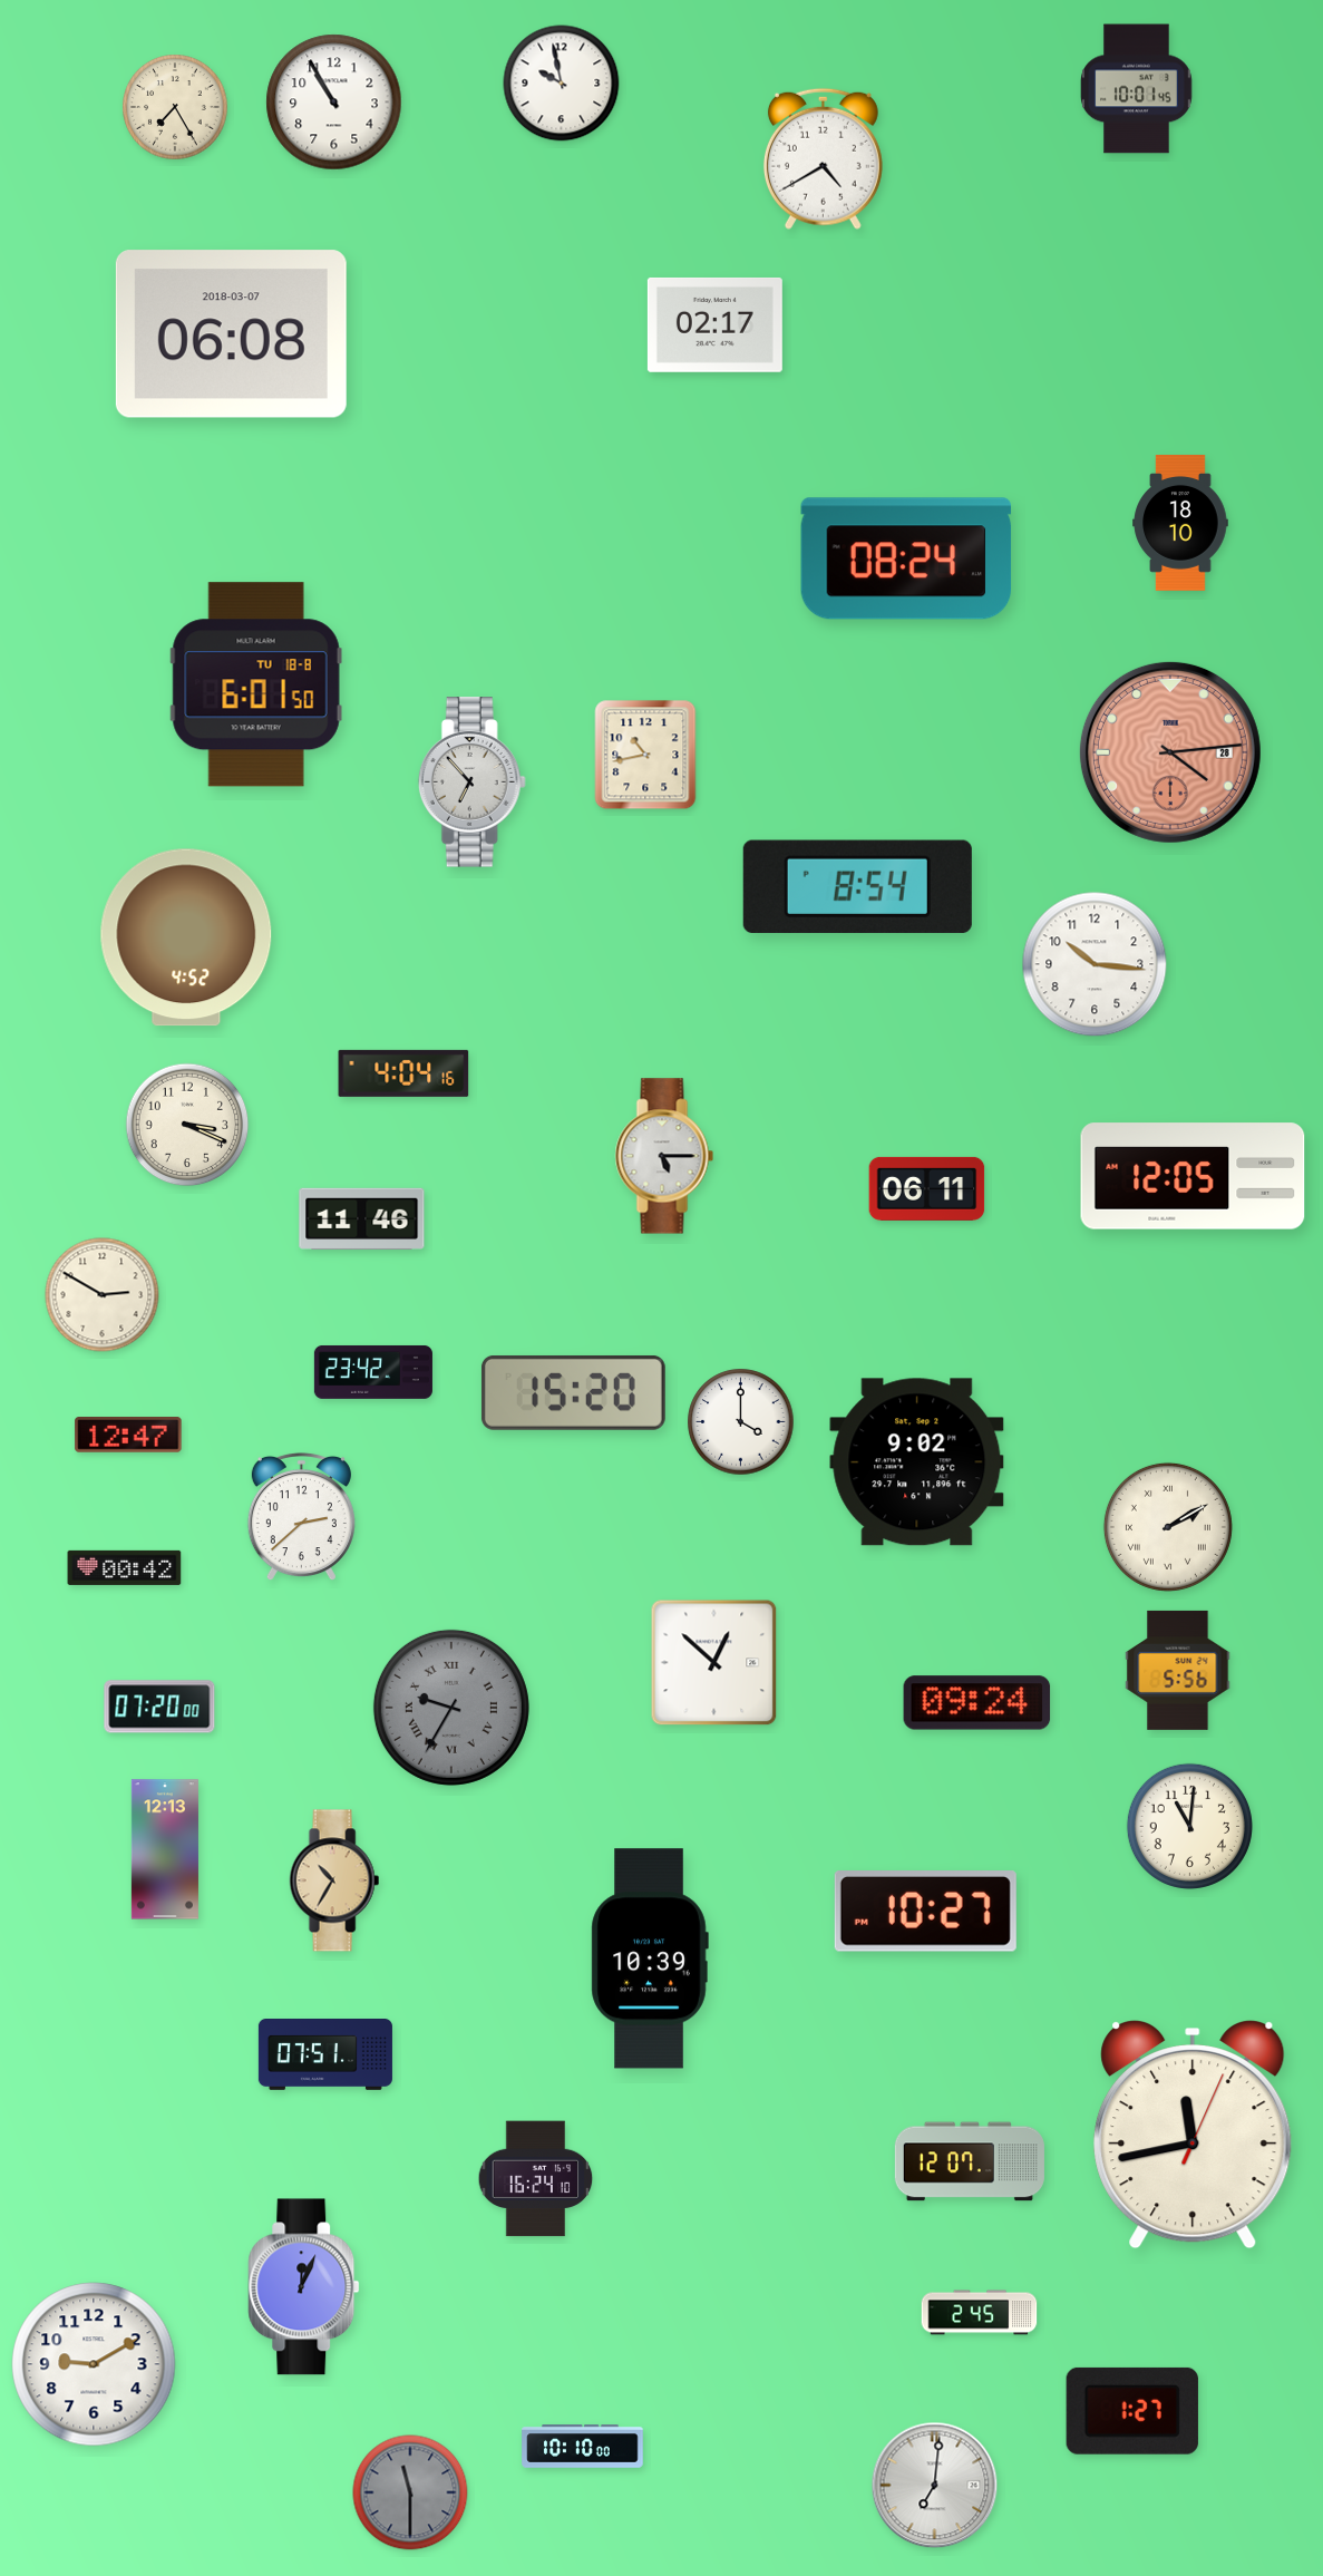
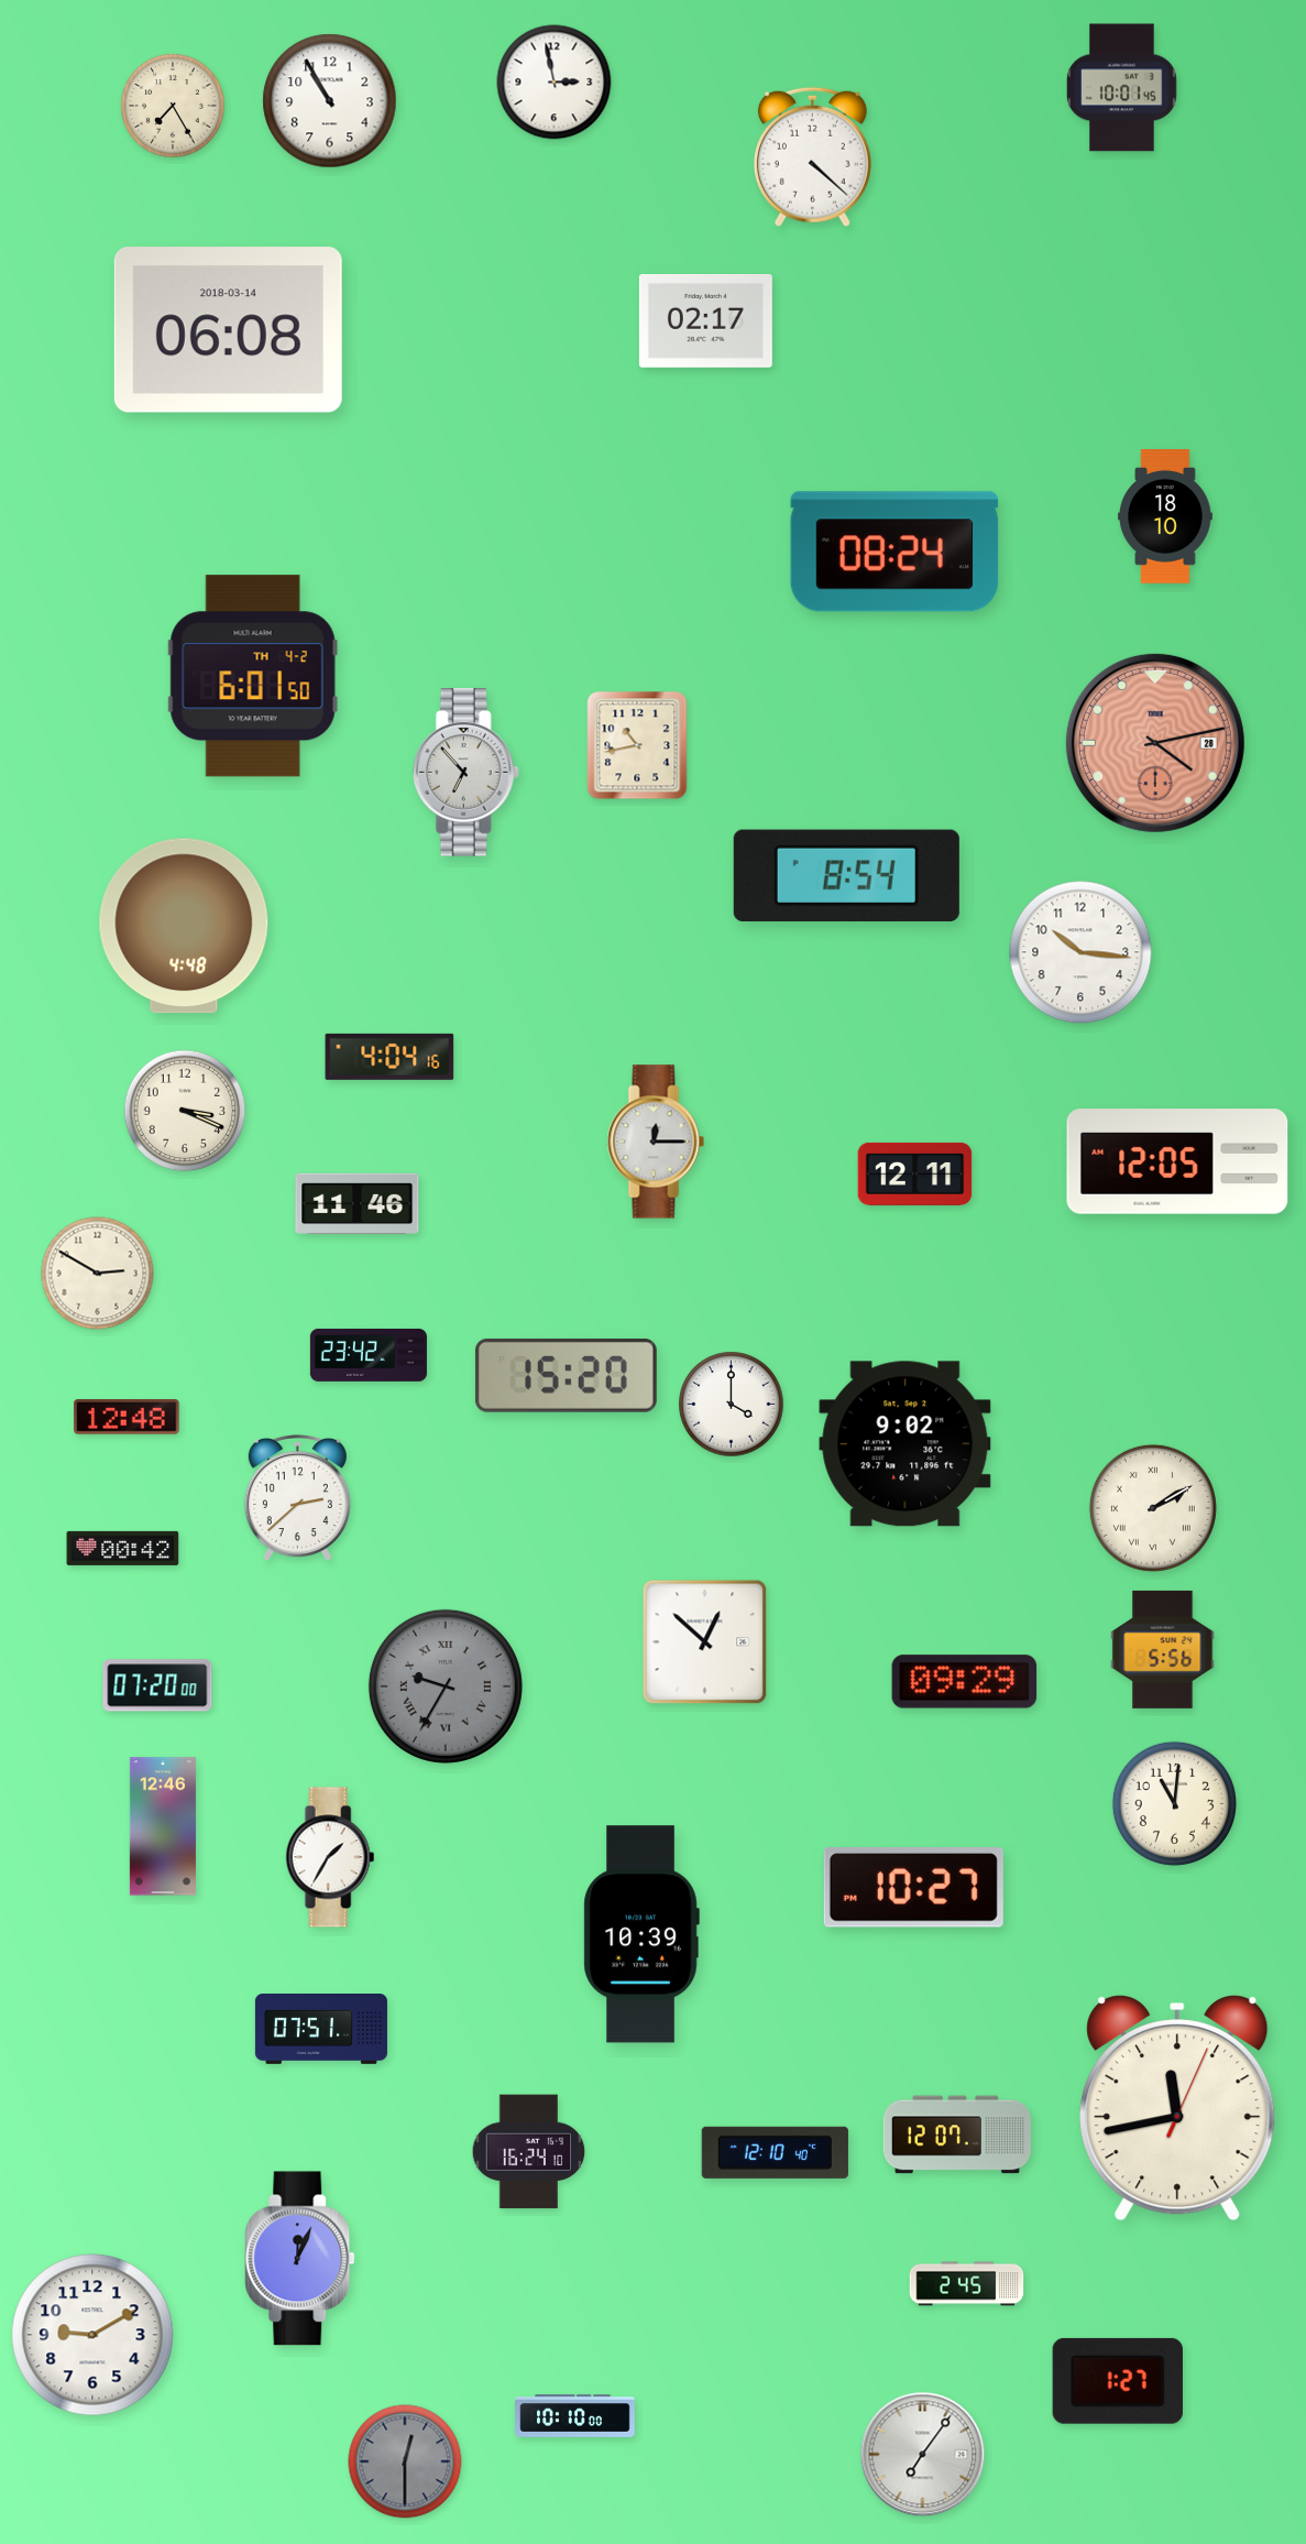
clock at (562, 84): 9:58 -> 2:58
clock at (823, 158): 4:40 -> 4:22
clock at (231, 334) date: 2018-03-07 -> 2018-03-14
clock at (256, 684) date: TU 18-8 -> TH 4-2
clock at (1170, 752): 4:14 -> 4:13
clock at (186, 937): 4:52 -> 4:48
clock at (403, 1073) position: (403, 1073) -> (389, 1057)
clock at (664, 1156): 5:15 -> 12:15
clock at (927, 1188): 06:11 -> 12:11
clock at (103, 1295) position: (103, 1295) -> (98, 1274)
clock at (128, 1436): 12:47 -> 12:48
clock at (977, 1703): 09:24 -> 09:29
clock at (165, 1849): 12:13 -> 12:46
clock at (334, 1880): 10:35 -> 1:35
clock at (334, 1880) dial: champagne -> white
clock at (775, 2152): none -> 12:10
clock at (935, 2486): 7:01 -> 7:06
clock at (410, 2492): 11:30 -> 12:30
